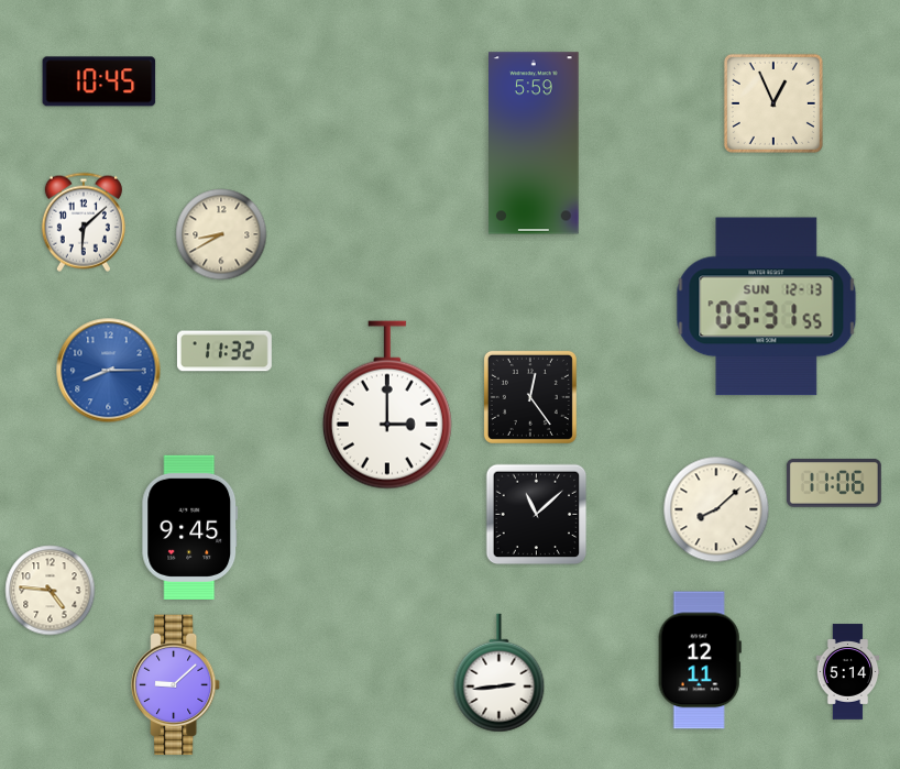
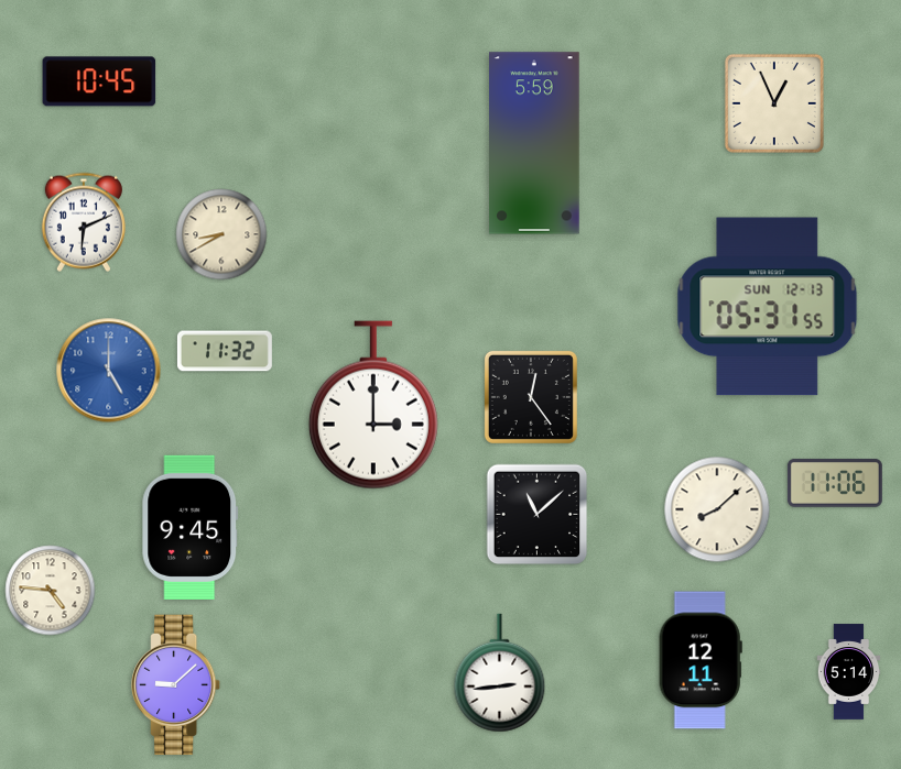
clock at (84, 222): 6:08 -> 6:11
clock at (109, 371): 8:15 -> 5:00
clock at (387, 405) position: (387, 405) -> (373, 405)
